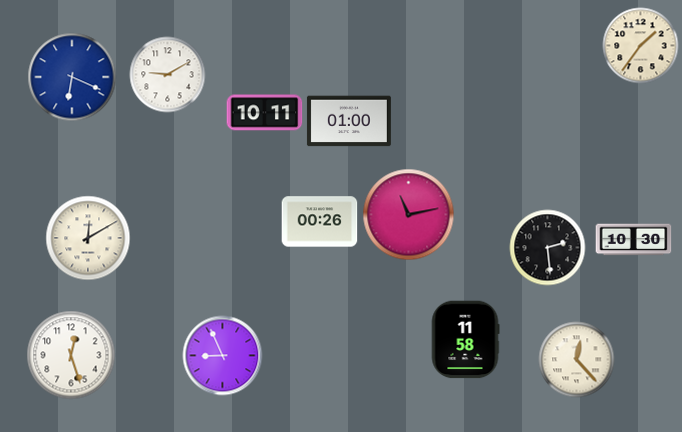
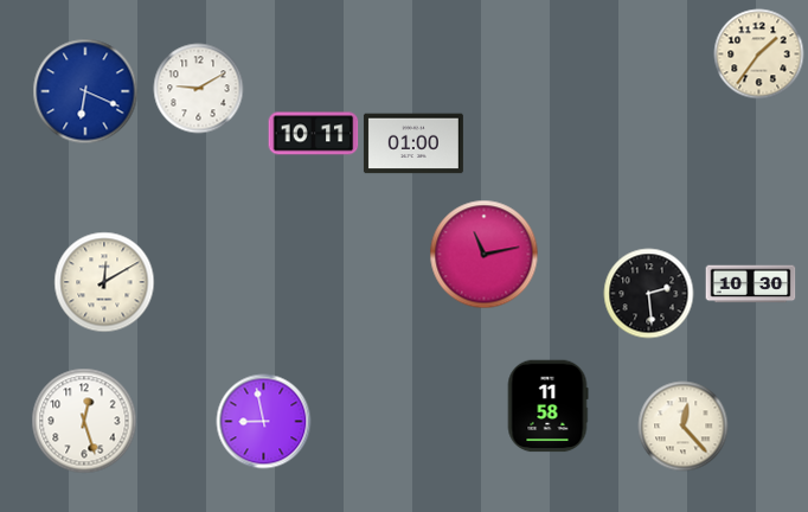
clock at (320, 222): 00:26 -> none
clock at (465, 340) position: (465, 340) -> (547, 407)
clock at (223, 356): 8:56 -> 8:58
